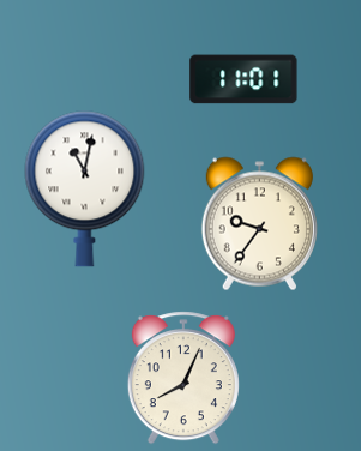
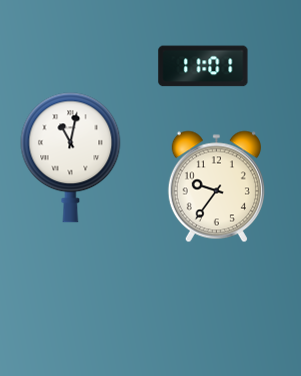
clock at (183, 378): 8:04 -> none
